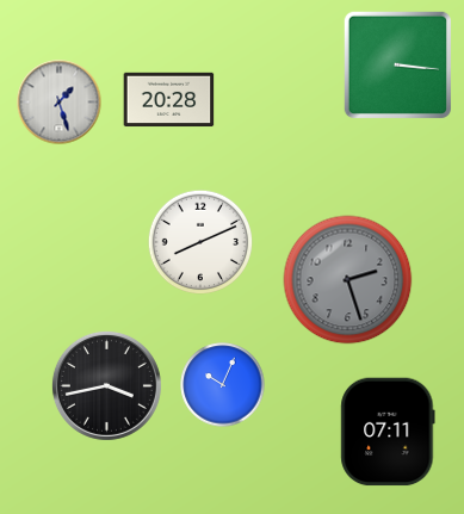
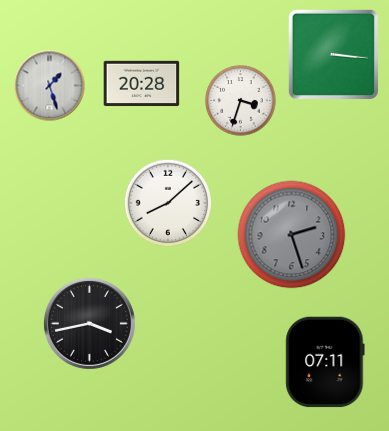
clock at (241, 101): none -> 3:33
clock at (200, 242): 8:11 -> 8:08
clock at (223, 385): 10:04 -> none
